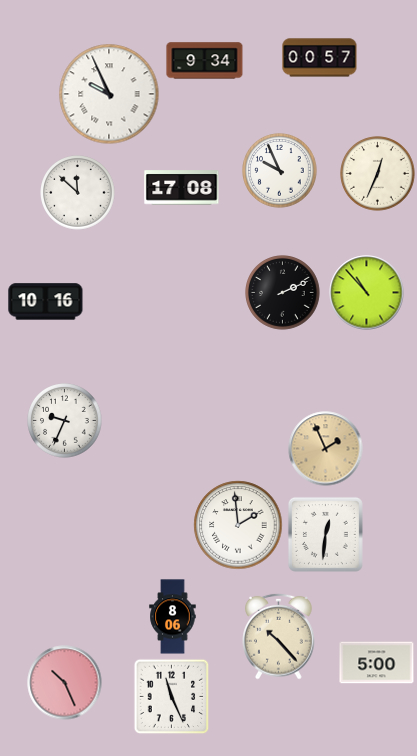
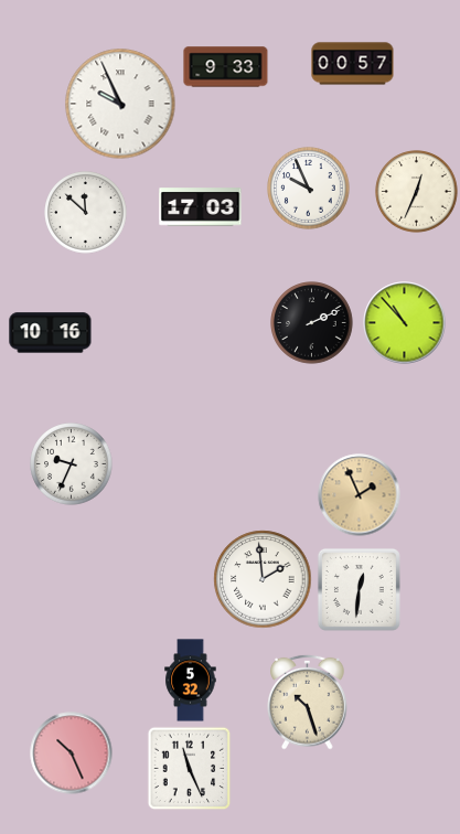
clock at (205, 61): 9:34 -> 9:33
clock at (182, 188): 17:08 -> 17:03
clock at (173, 617): 8:06 -> 5:32
clock at (279, 636): 10:23 -> 10:27
clock at (377, 663): 5:00 -> none
